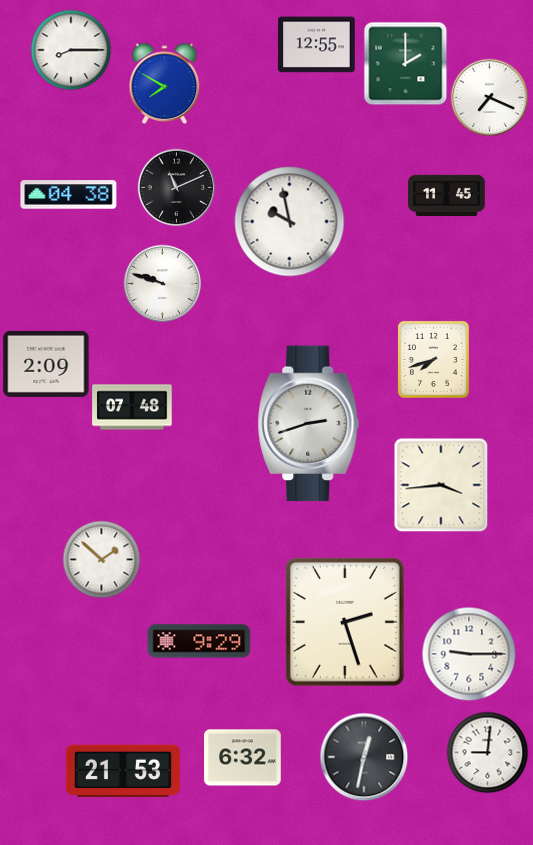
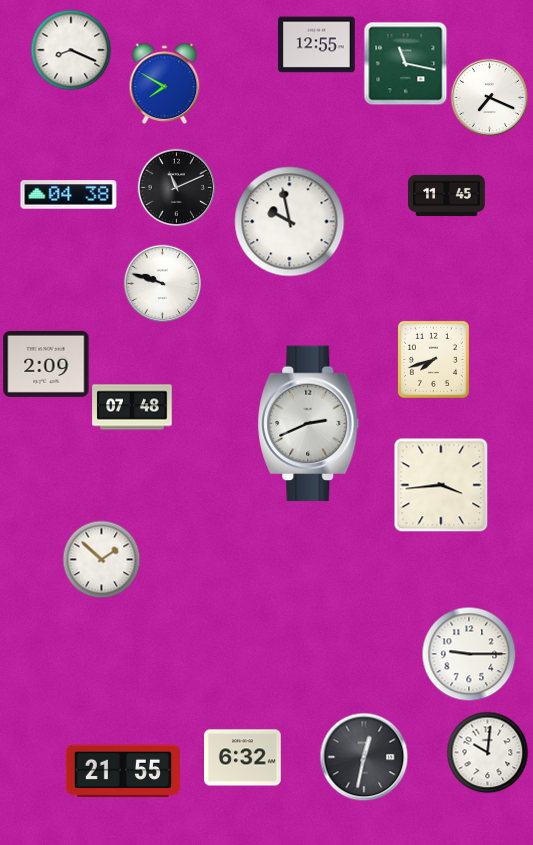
clock at (71, 50): 8:15 -> 8:19
clock at (405, 63): 2:00 -> 11:17
clock at (309, 424): 2:42 -> 2:41
clock at (345, 622): 2:27 -> none
clock at (199, 641): 9:29 -> none
clock at (487, 752): 9:01 -> 10:01
clock at (122, 771): 21:53 -> 21:55
